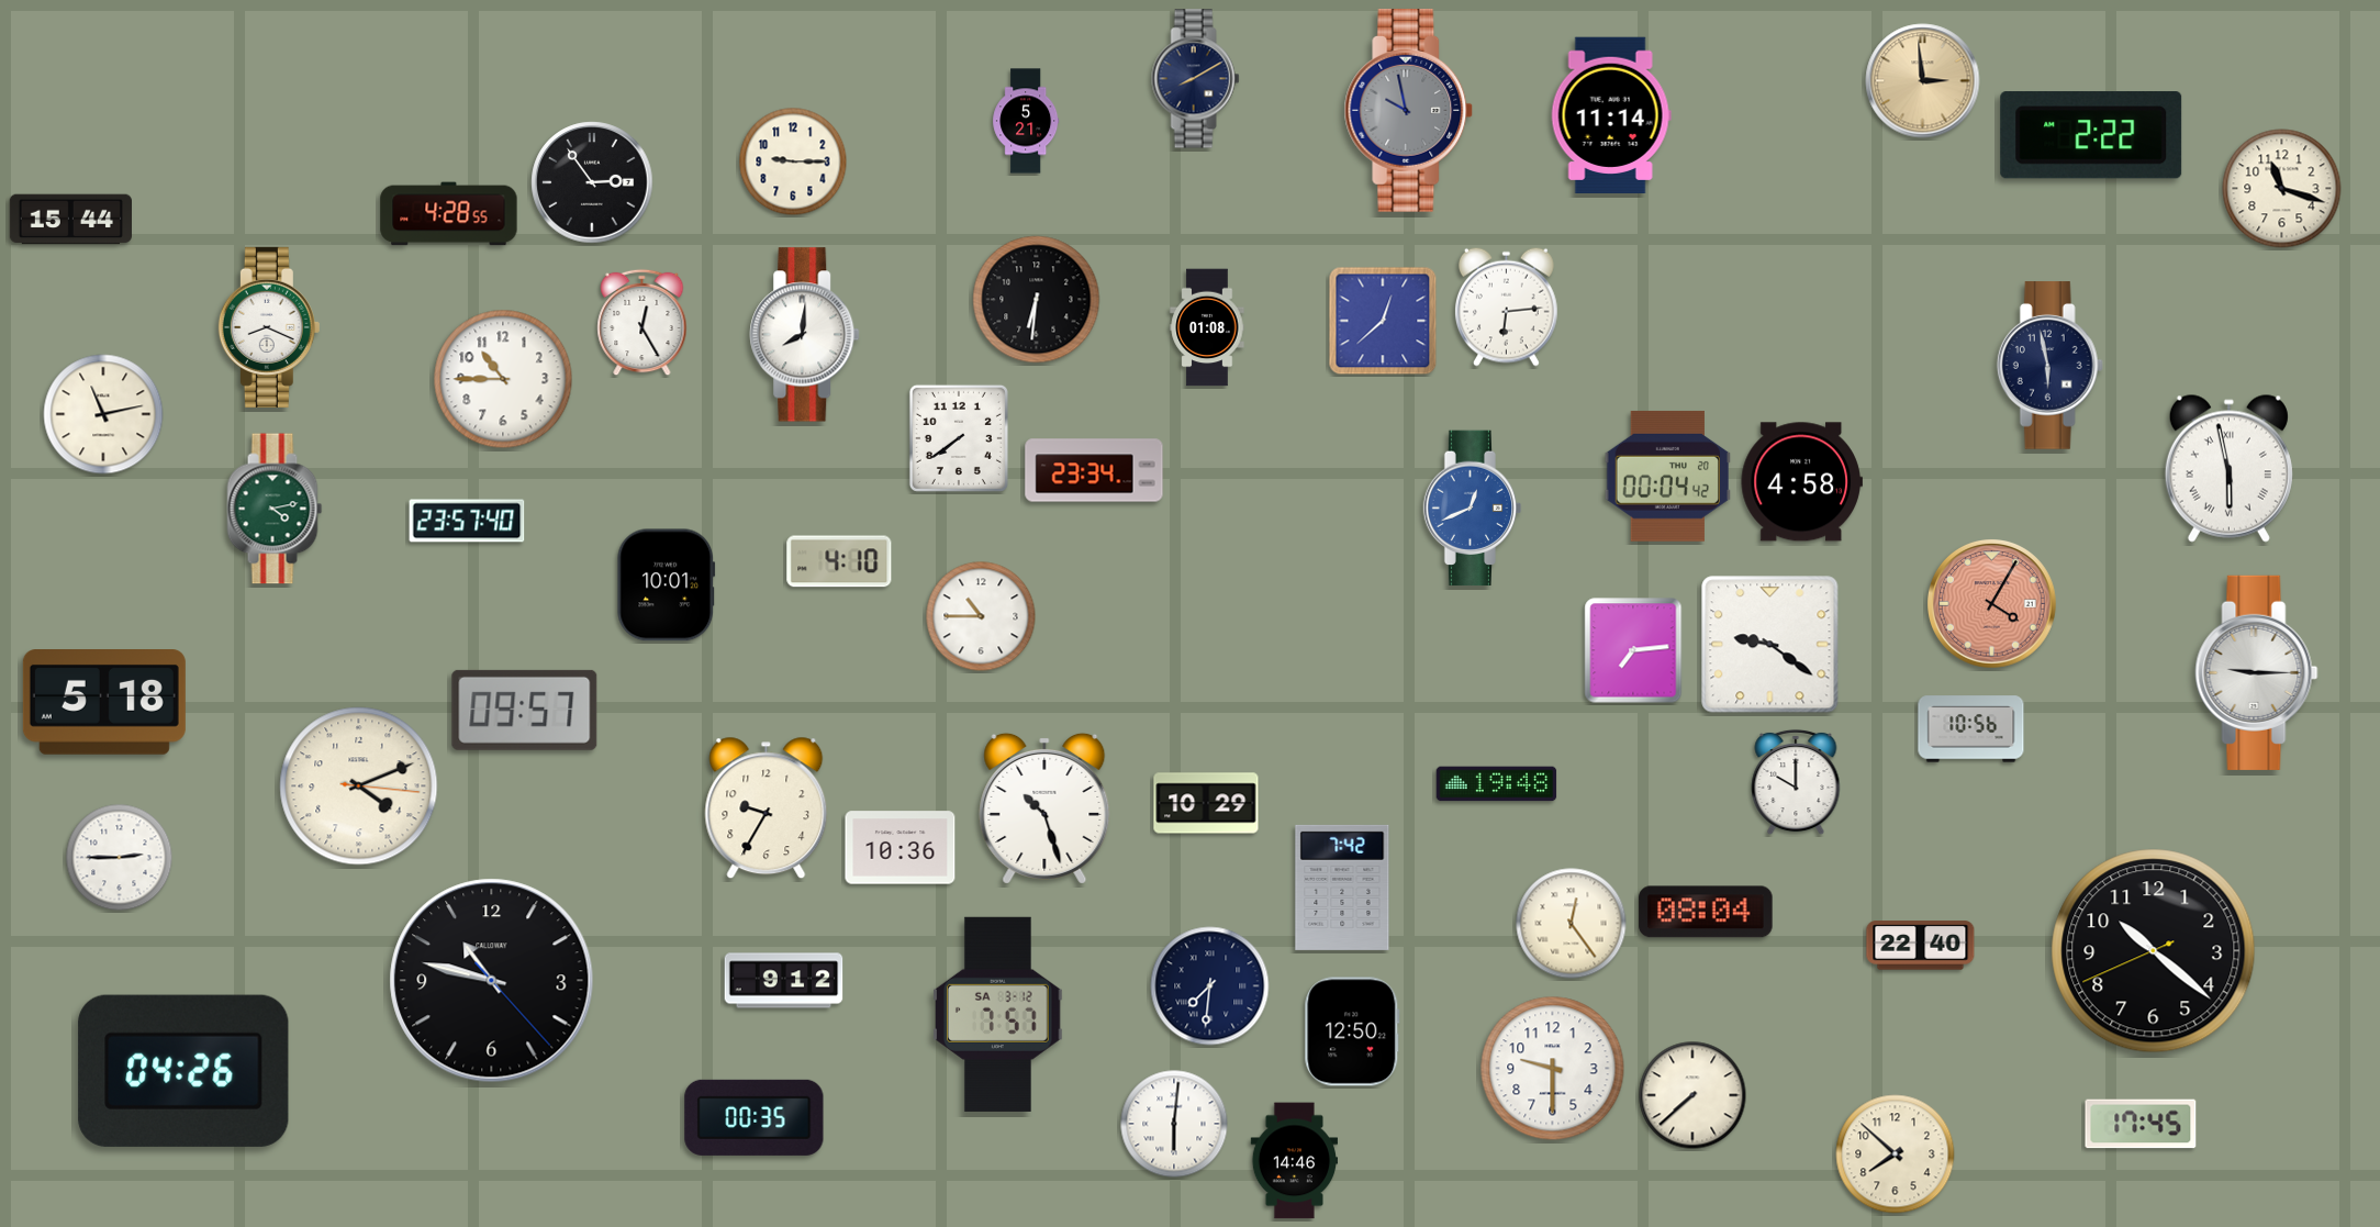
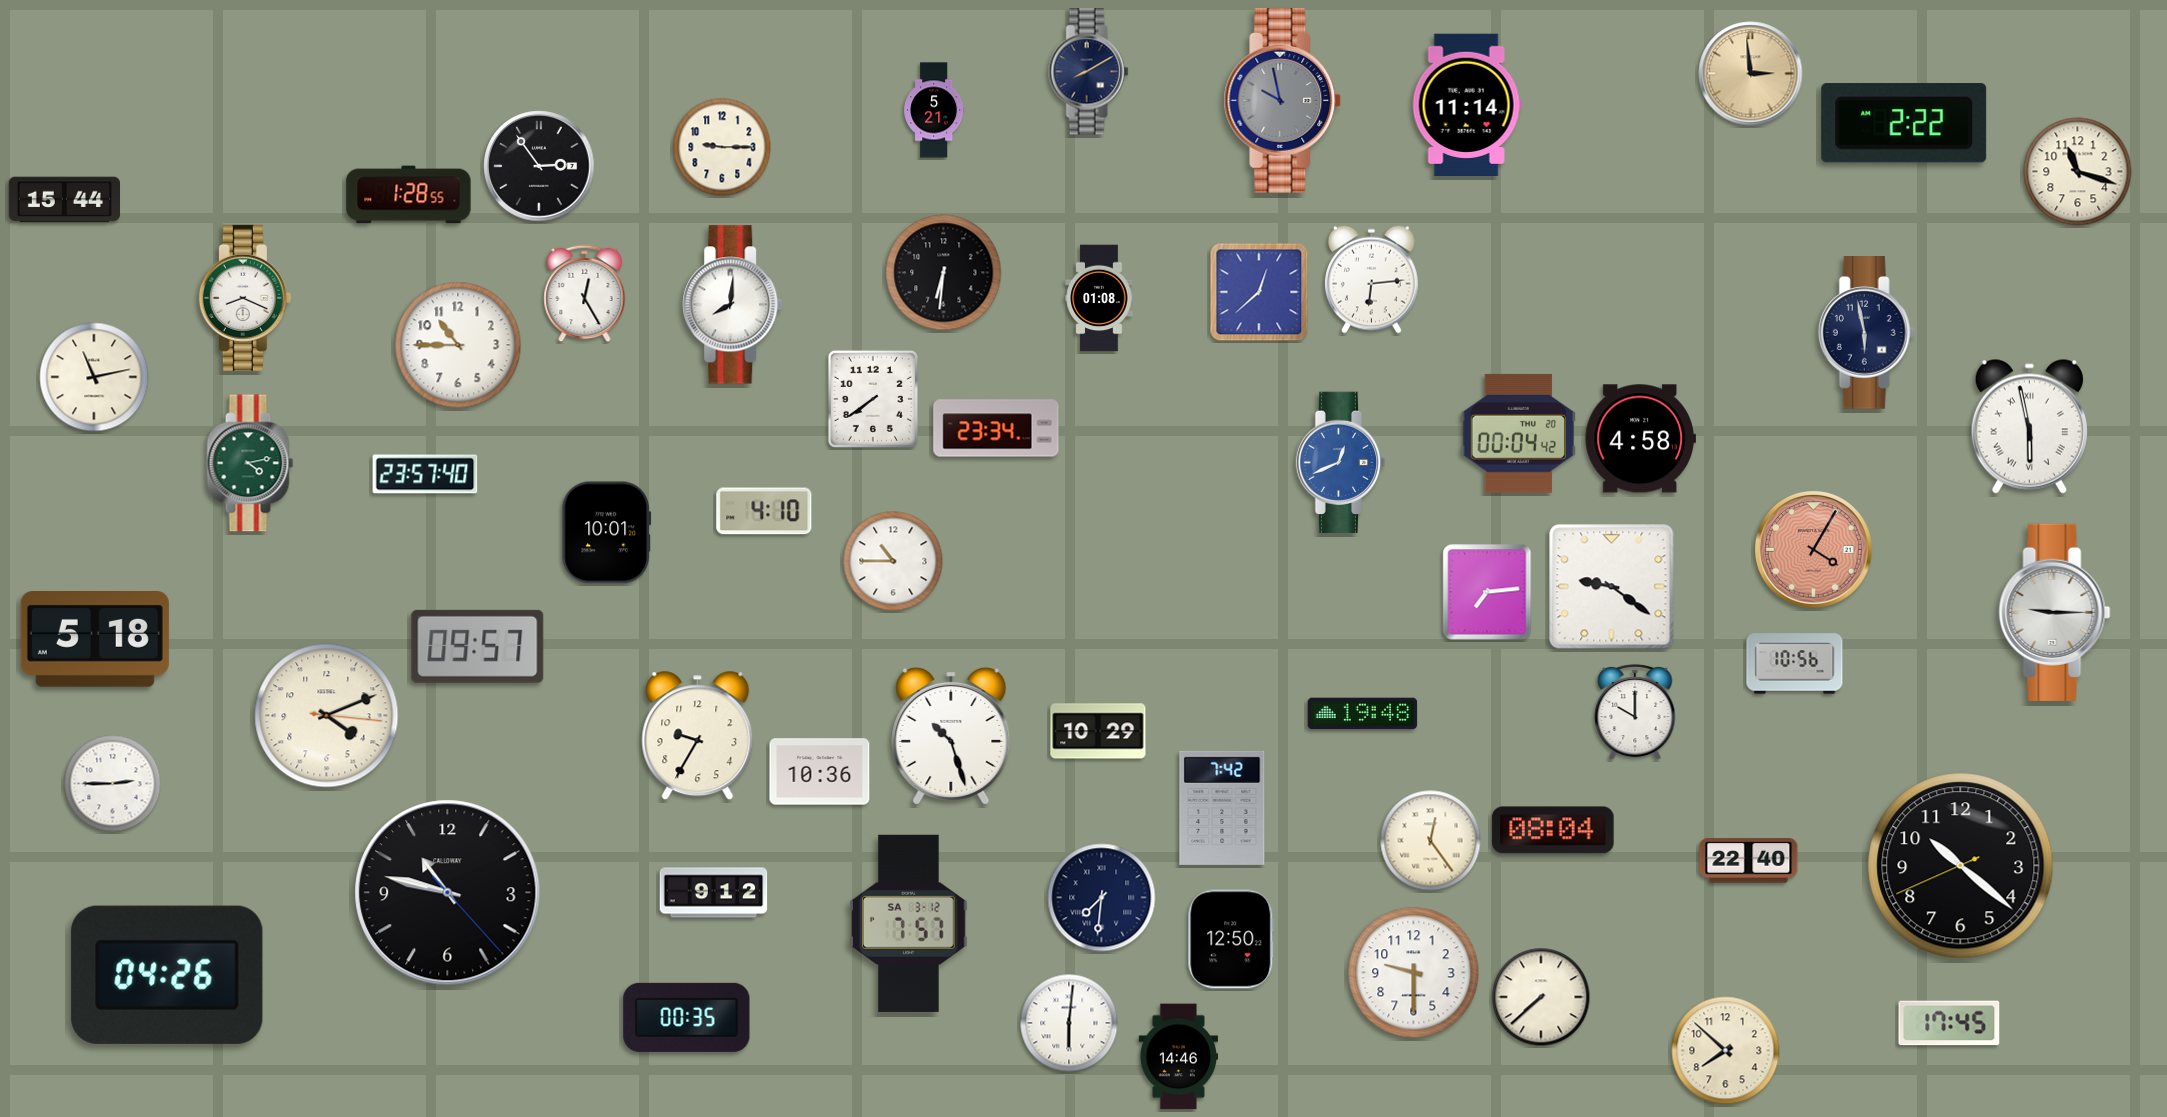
clock at (449, 214): 4:28 -> 1:28
clock at (120, 858) position: (120, 858) -> (113, 784)
